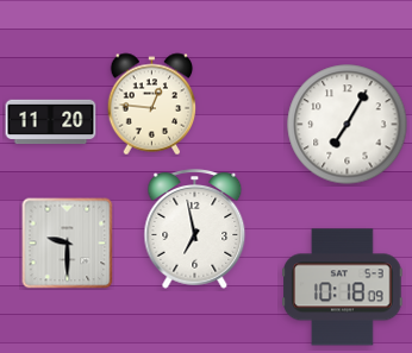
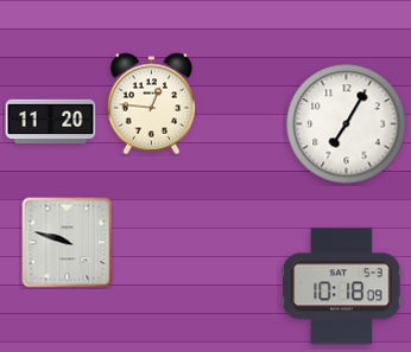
clock at (195, 229): 6:58 -> none
clock at (68, 244): 9:30 -> 9:48
